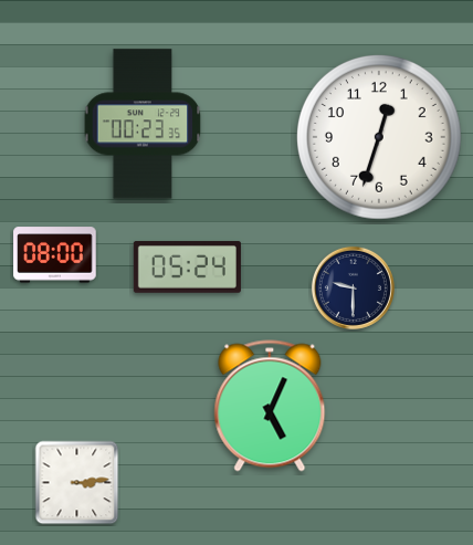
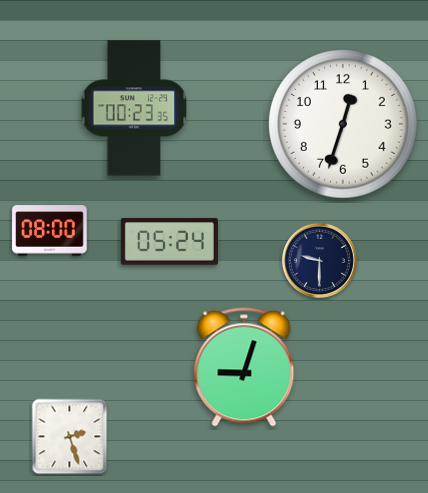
clock at (143, 124) position: (143, 124) -> (134, 108)
clock at (270, 406): 5:04 -> 9:03
clock at (77, 483): 3:14 -> 2:27
